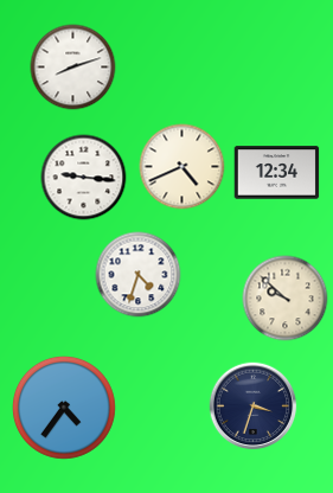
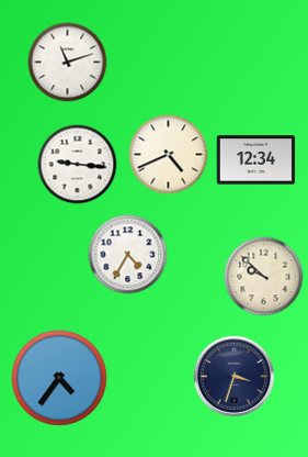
clock at (73, 68): 8:12 -> 11:12
clock at (139, 275): 4:33 -> 4:35
